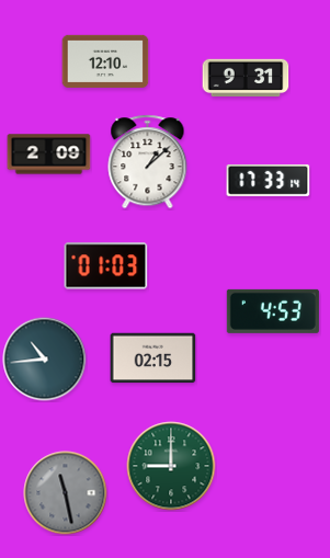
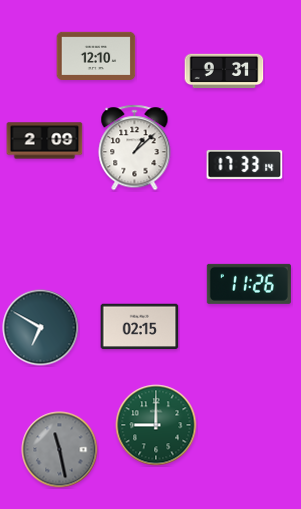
clock at (106, 266): 01:03 -> none
clock at (273, 311): 4:53 -> 11:26
clock at (45, 360): 10:44 -> 6:50
